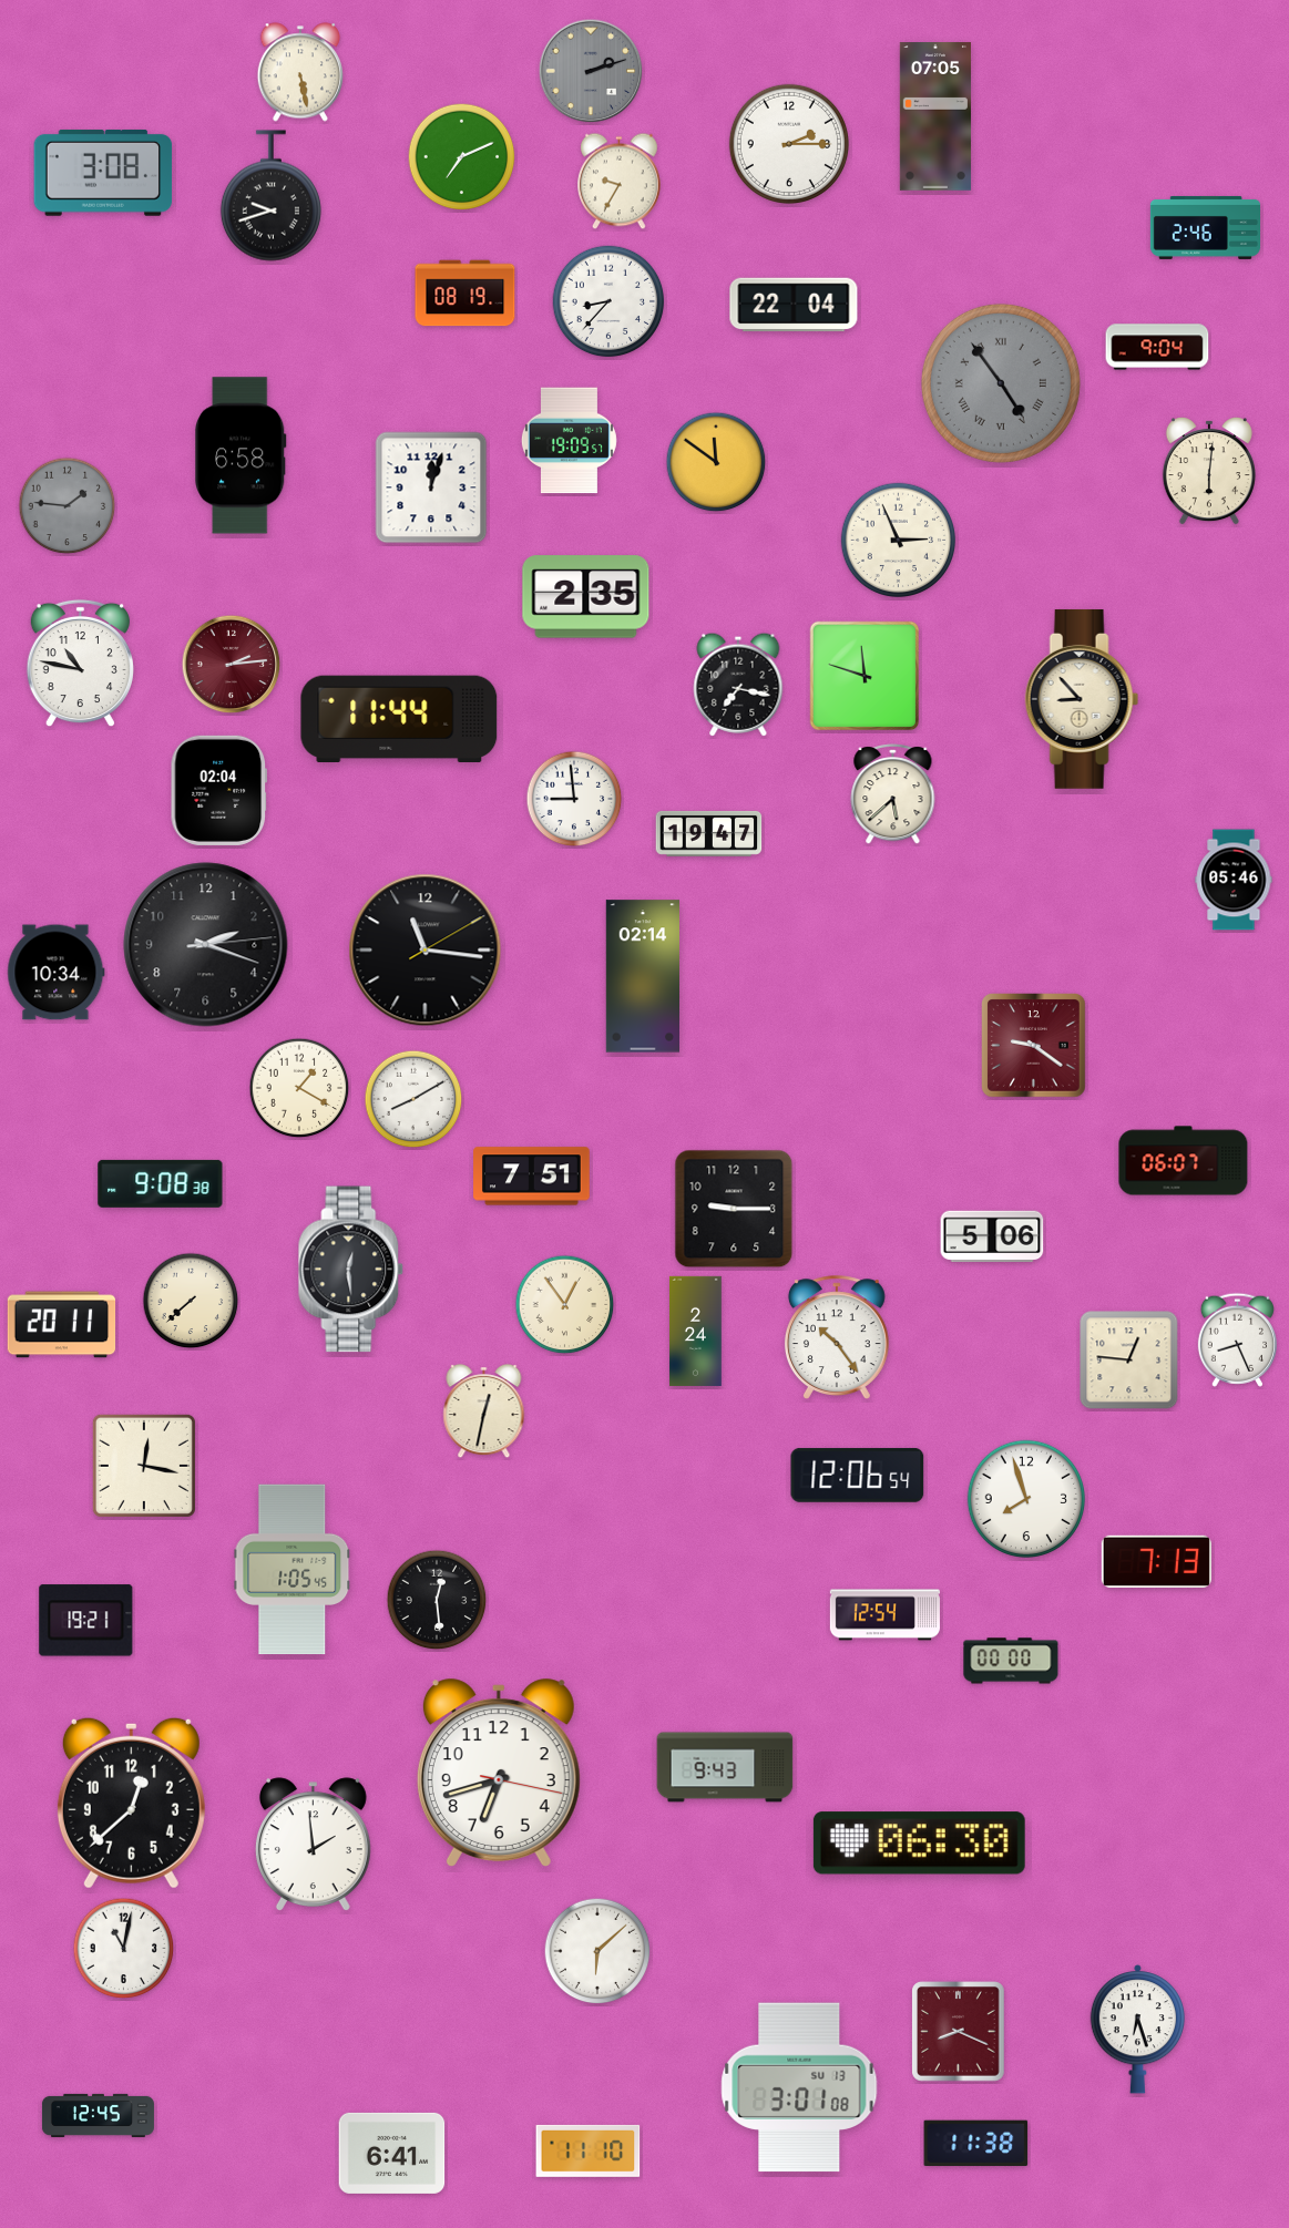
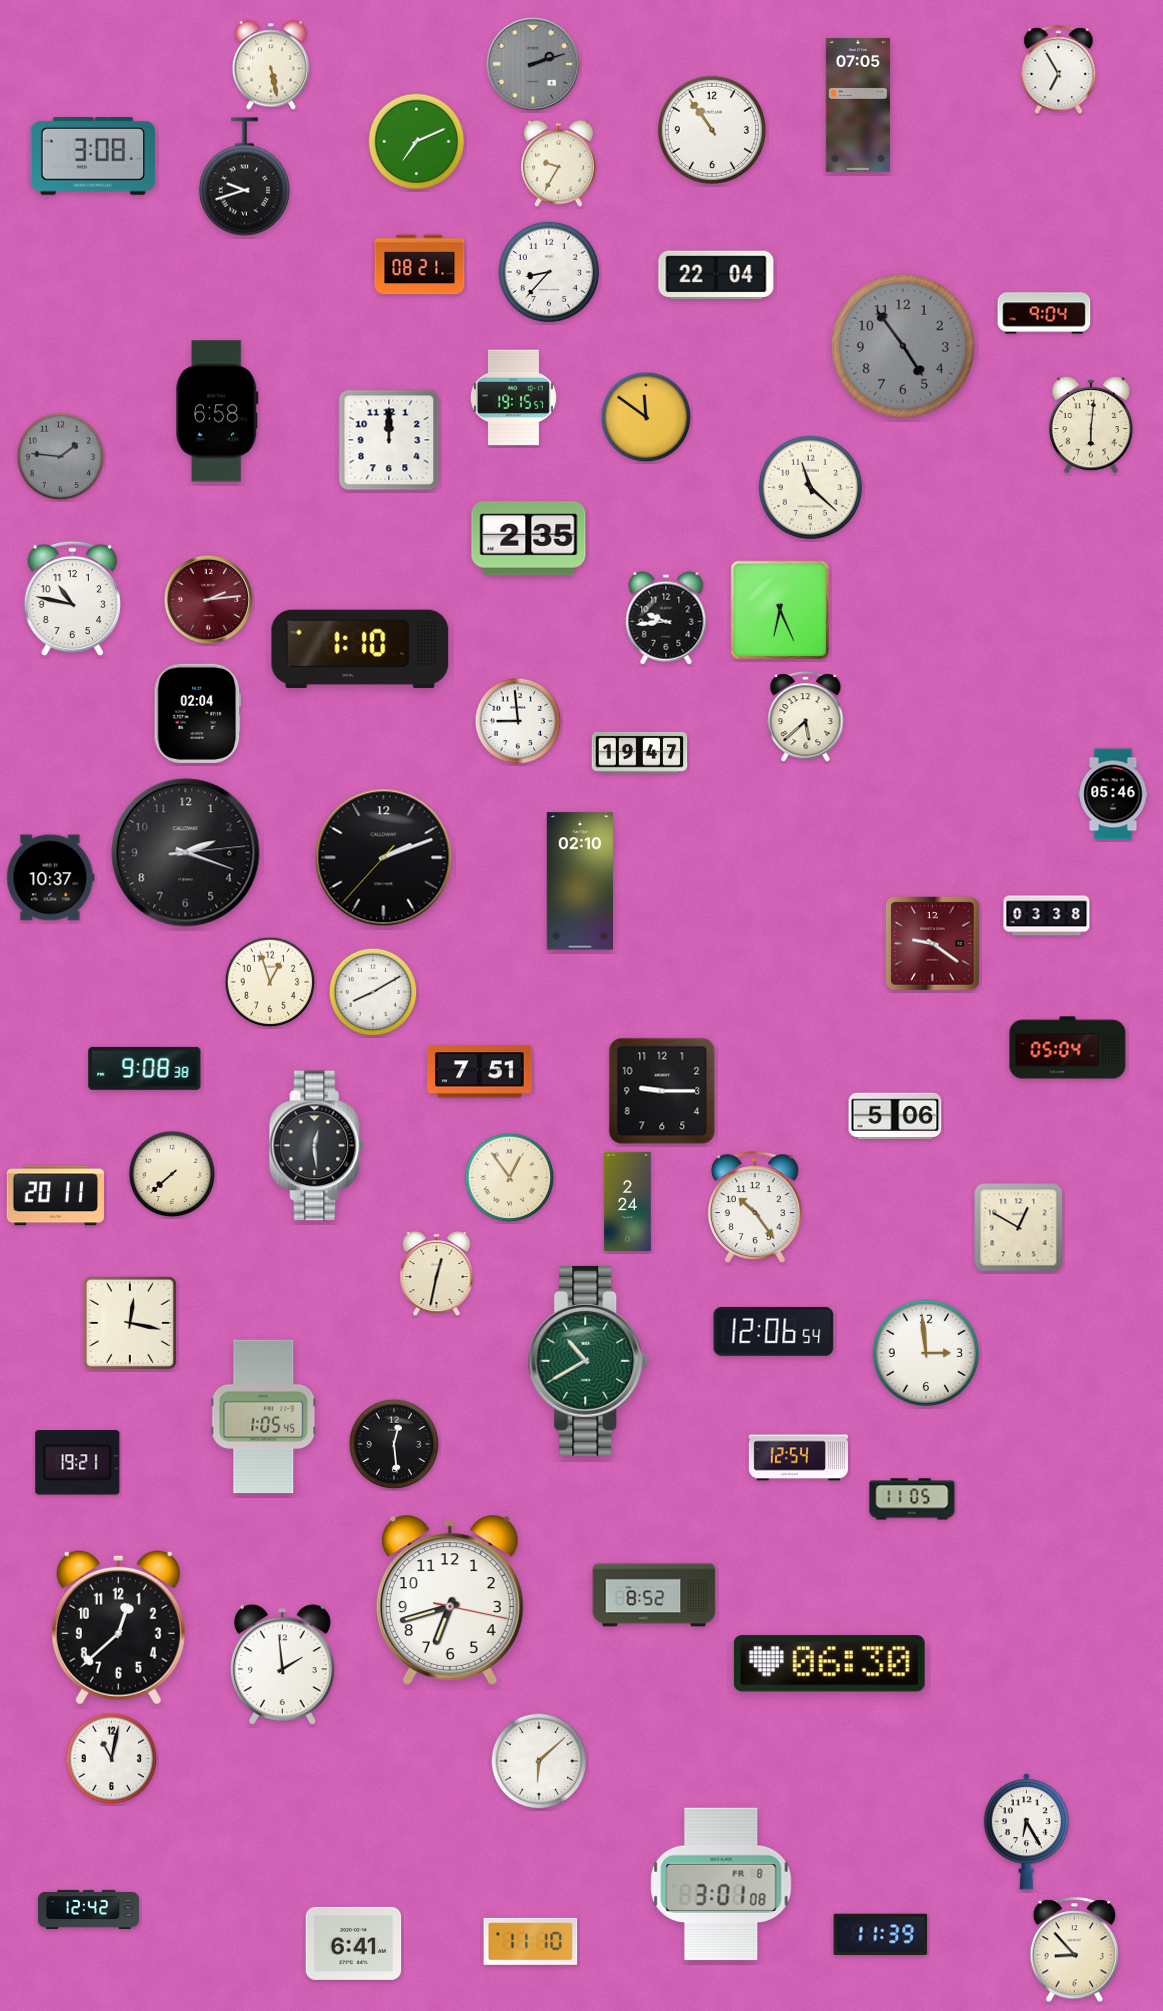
clock at (1059, 70): none -> 6:55
clock at (934, 116) position: (934, 116) -> (857, 105)
clock at (788, 143): 2:15 -> 10:54
clock at (1205, 227): 2:46 -> none
clock at (466, 294): 08:19 -> 08:21
clock at (1001, 383) numerals: Roman -> Arabic
clock at (569, 441): 19:09 -> 19:15
clock at (431, 487): 12:03 -> 12:00
clock at (899, 541): 2:56 -> 11:22
clock at (865, 676): 11:48 -> 6:26
clock at (738, 685): 7:17 -> 9:44
clock at (1082, 699): 8:53 -> none
clock at (399, 718): 11:44 -> 1:10
clock at (426, 951): 11:16 -> 2:11
clock at (57, 973): 10:34 -> 10:37
clock at (642, 976): 02:14 -> 02:10
clock at (1047, 916): none -> 03:38
clock at (299, 1088): 1:20 -> 12:57
clock at (1184, 1161): 06:07 -> 05:04
clock at (532, 1177) position: (532, 1177) -> (480, 1072)
clock at (1237, 1339): 8:26 -> none
clock at (1129, 1361): 12:46 -> 12:50
clock at (1025, 1498): 7:57 -> 2:59
clock at (588, 1361): none -> 10:40
clock at (1156, 1561): 7:13 -> none
clock at (1011, 1661): 00:00 -> 11:05
clock at (725, 1767): 9:43 -> 8:52
clock at (1137, 2030): 6:27 -> 6:25
clock at (959, 2032): 8:19 -> none
clock at (799, 2087) date: SU 13 -> FR 8
clock at (98, 2115): 12:45 -> 12:42
clock at (976, 2143): 11:38 -> 11:39
clock at (1074, 1950): none -> 8:53
